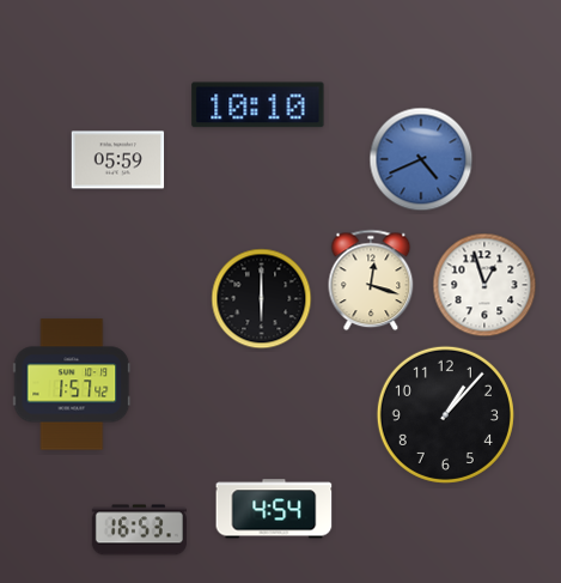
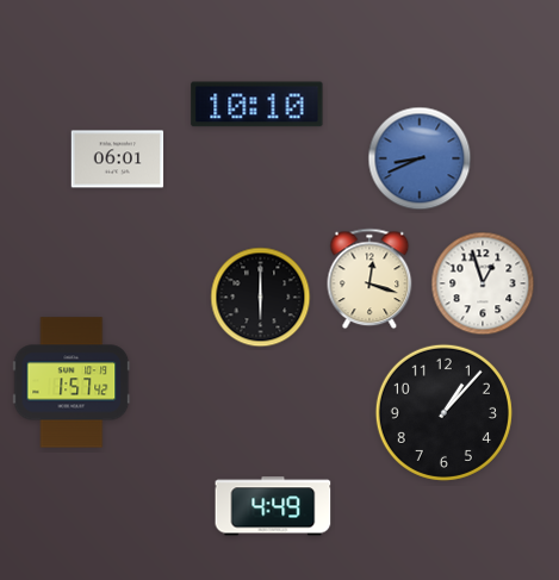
clock at (421, 159): 4:41 -> 8:41
clock at (118, 160): 05:59 -> 06:01
clock at (274, 509): 4:54 -> 4:49
clock at (139, 530): 16:53 -> none
